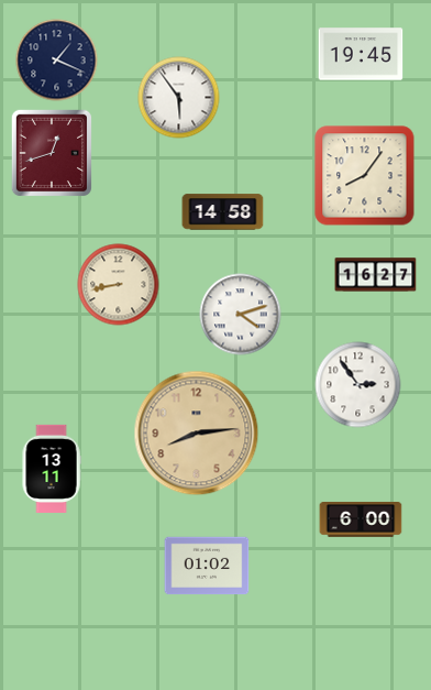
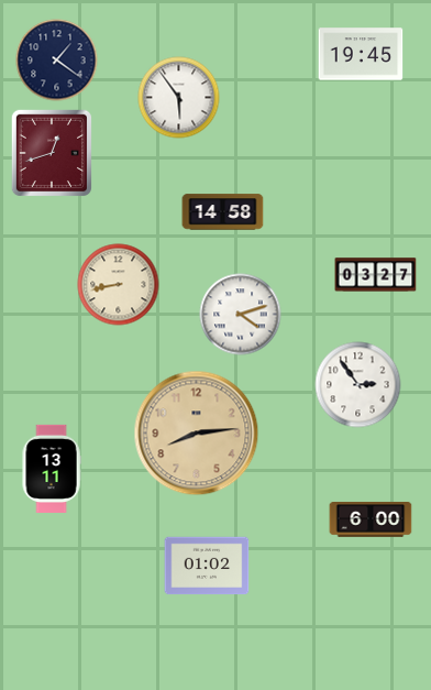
clock at (57, 61): 1:19 -> 1:21
clock at (365, 176): 8:06 -> none
clock at (376, 275): 16:27 -> 03:27
clock at (361, 521) position: (361, 521) -> (371, 521)
